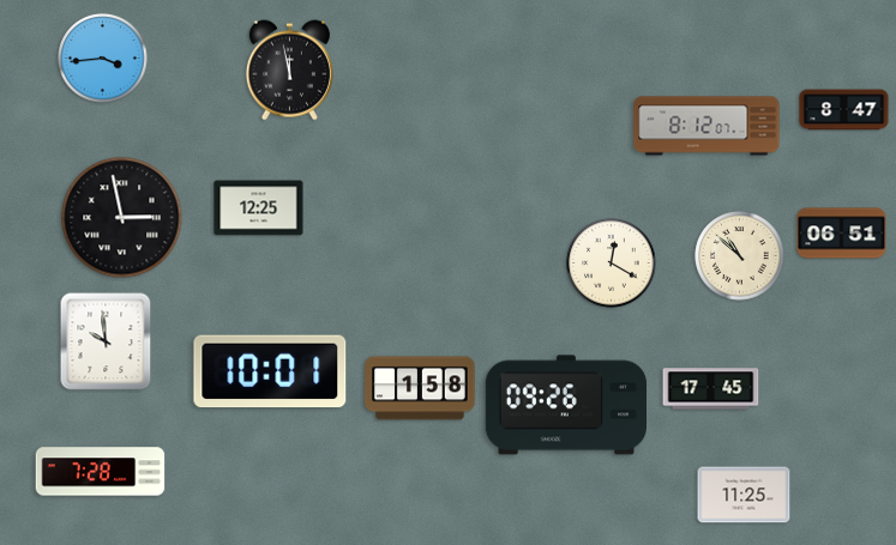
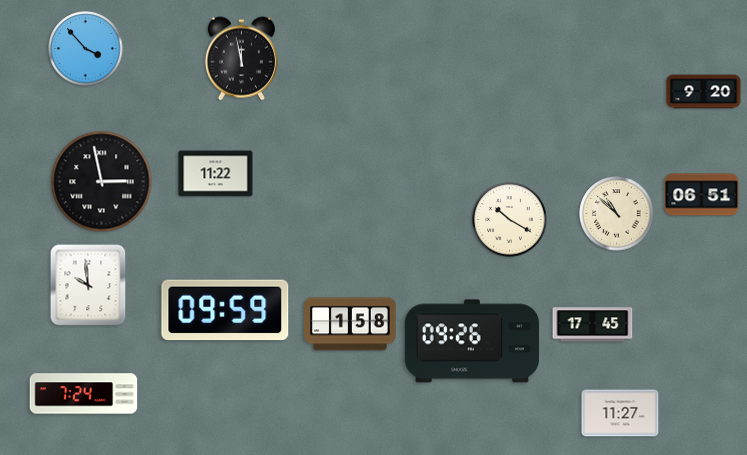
clock at (103, 59): 3:44 -> 3:53
clock at (844, 110): 8:47 -> 9:20
clock at (706, 126): 8:12 -> none
clock at (259, 208): 12:25 -> 11:22
clock at (612, 264): 12:20 -> 10:20
clock at (270, 371): 10:01 -> 09:59
clock at (565, 405) position: (565, 405) -> (471, 341)
clock at (101, 472): 7:28 -> 7:24
clock at (744, 495): 11:25 -> 11:27
